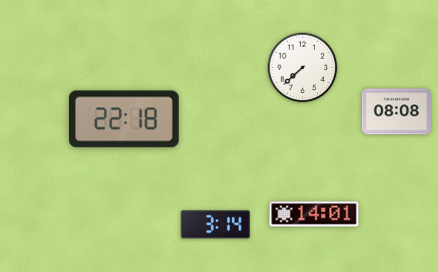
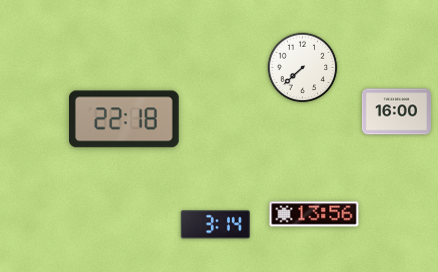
clock at (396, 112): 08:08 -> 16:00
clock at (314, 214): 14:01 -> 13:56
